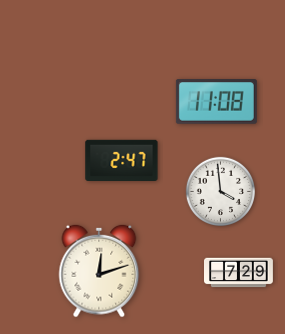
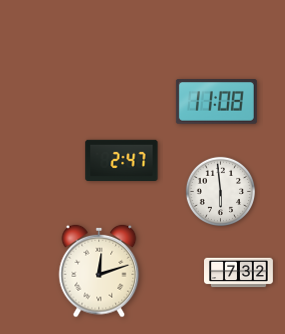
clock at (220, 191): 3:59 -> 5:59
clock at (239, 273): 7:29 -> 7:32
